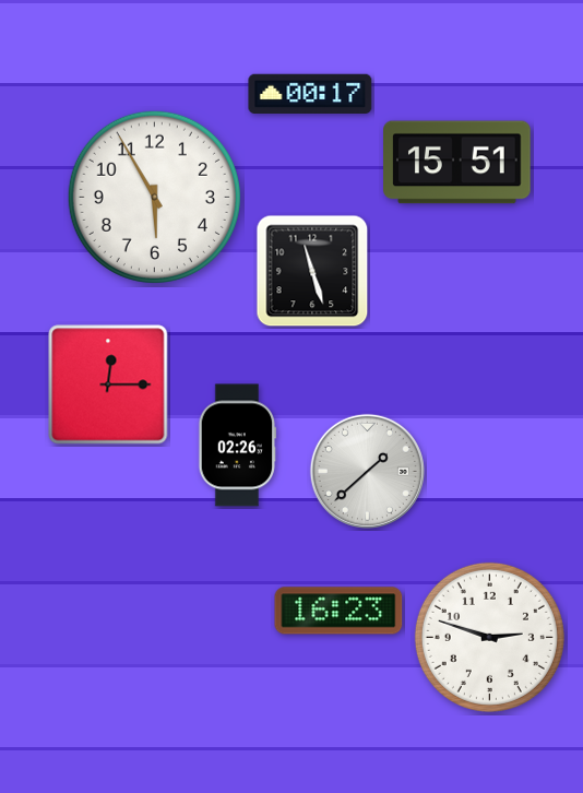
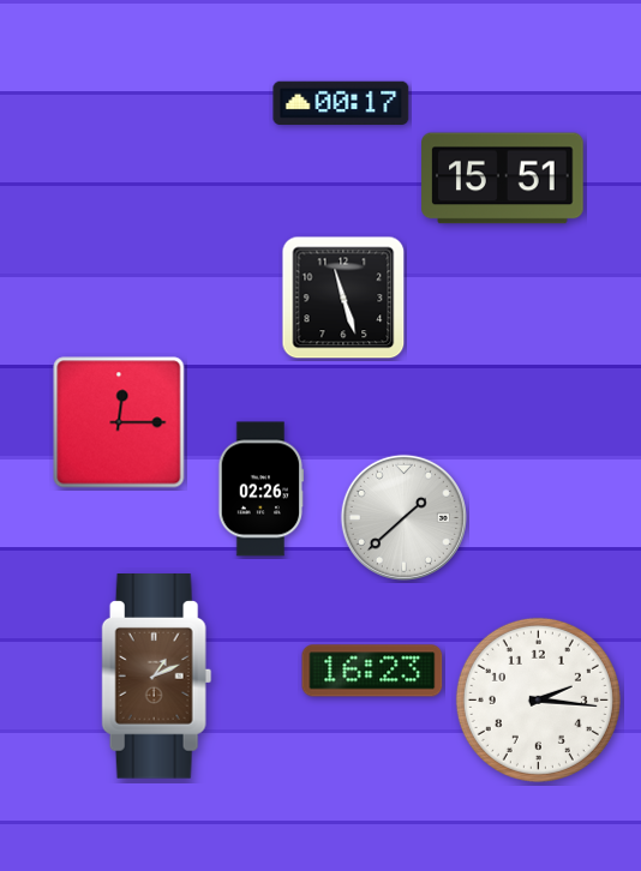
clock at (154, 197): 5:55 -> none
clock at (157, 677): none -> 1:11
clock at (489, 637): 2:48 -> 2:16
